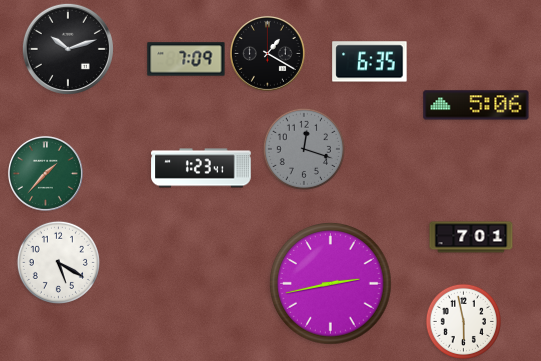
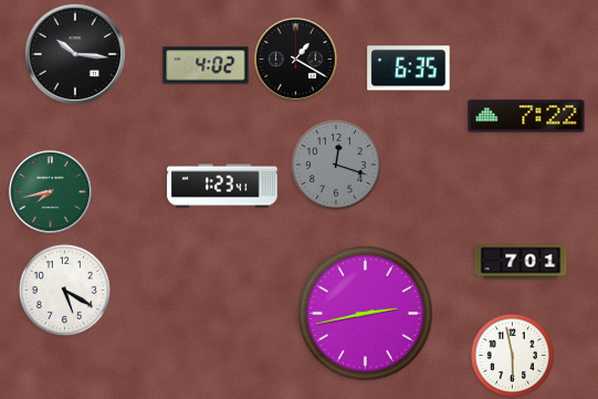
clock at (68, 49): 10:12 -> 10:16
clock at (186, 59): 7:09 -> 4:02
clock at (476, 105): 5:06 -> 7:22
clock at (46, 174): 1:37 -> 7:43
